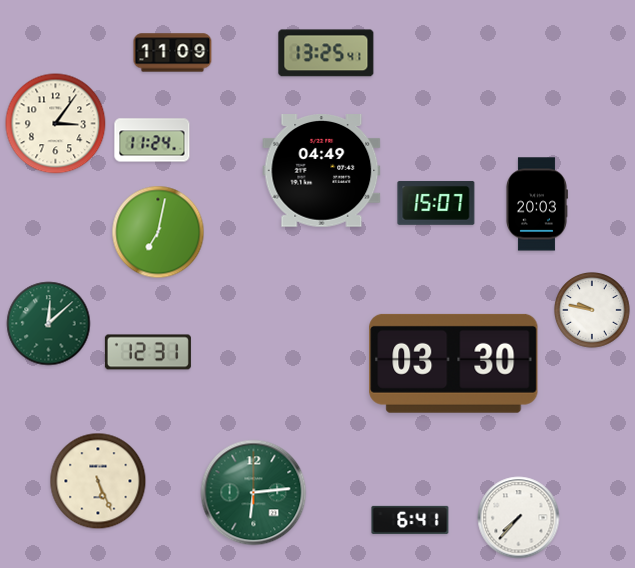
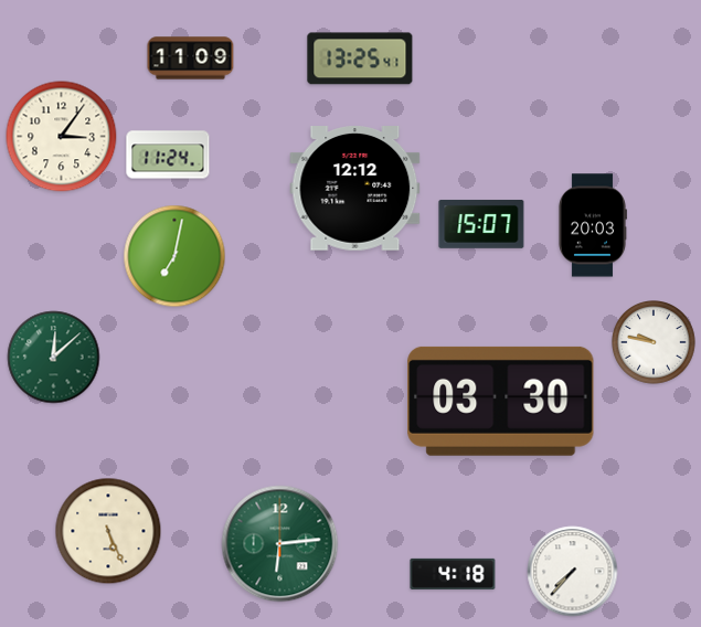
clock at (322, 171): 04:49 -> 12:12
clock at (148, 352): 12:31 -> none
clock at (410, 520): 6:41 -> 4:18
